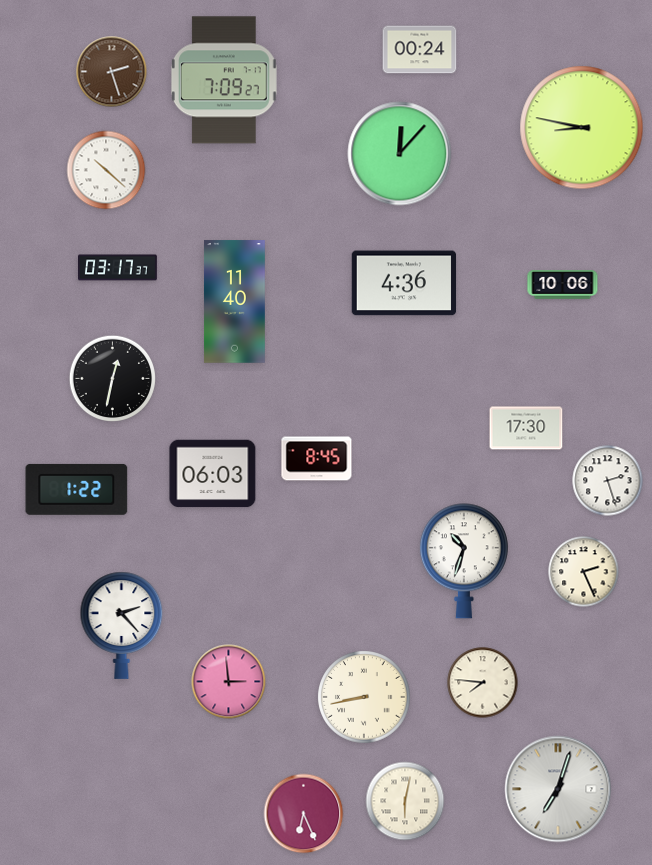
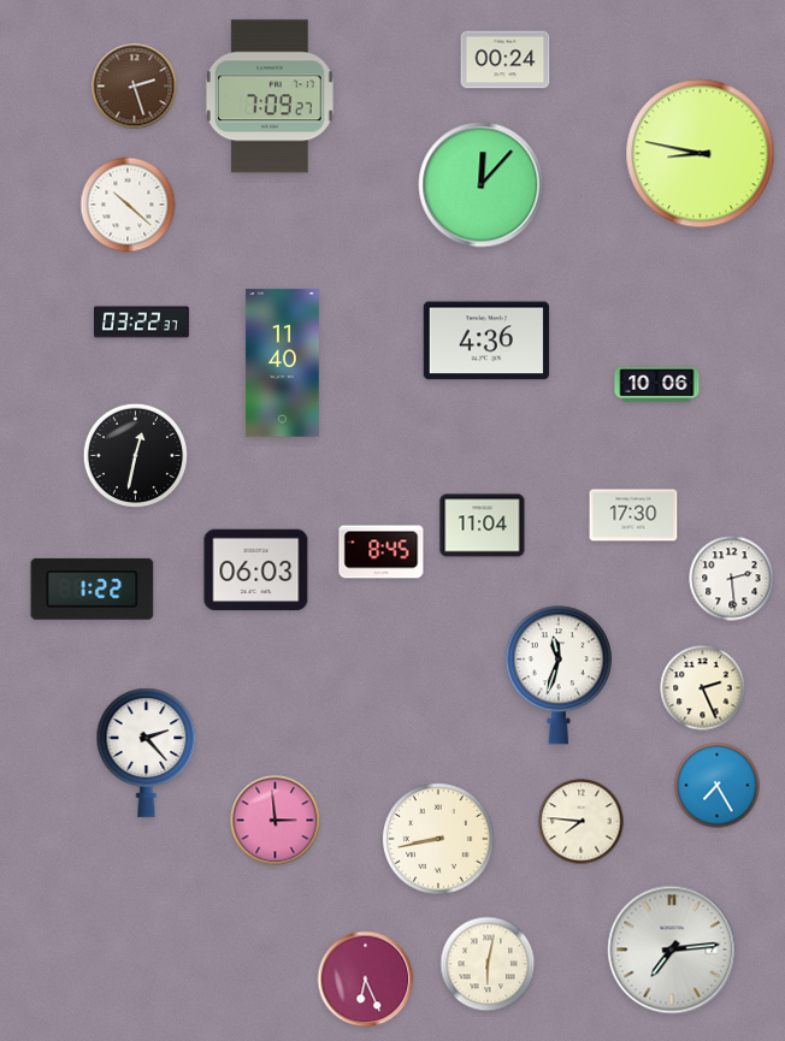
clock at (118, 268): 03:17 -> 03:22
clock at (563, 285) position: (563, 285) -> (657, 385)
clock at (483, 526): none -> 11:04
clock at (608, 481): 2:27 -> 2:29
clock at (464, 561): 10:33 -> 11:33
clock at (718, 786): none -> 7:25
clock at (558, 789): 7:03 -> 7:14
